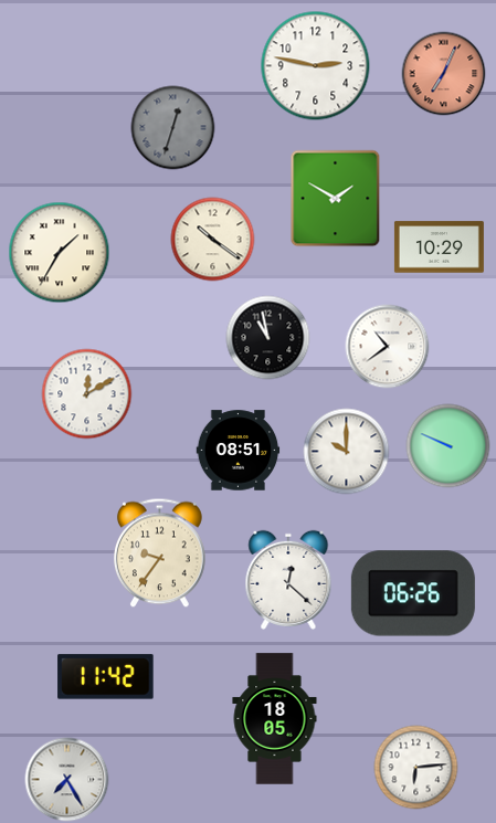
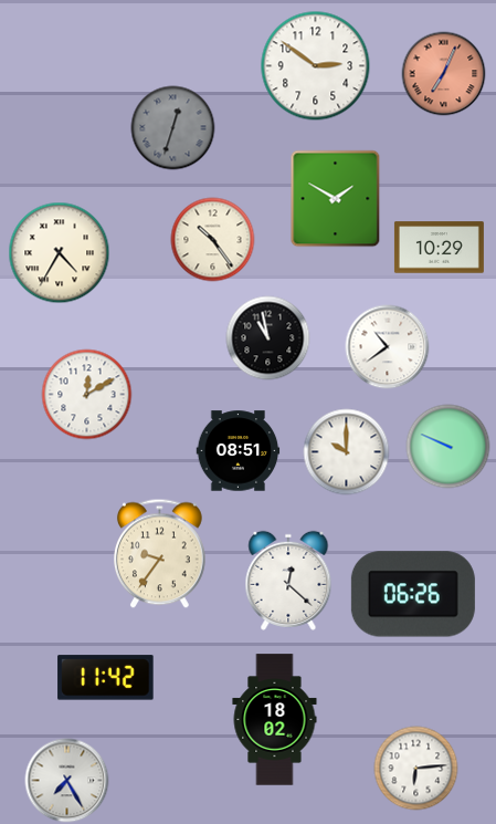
clock at (316, 66): 2:47 -> 2:51
clock at (213, 240): 10:21 -> 10:24
clock at (60, 253): 1:35 -> 4:35
clock at (275, 719): 18:05 -> 18:02
